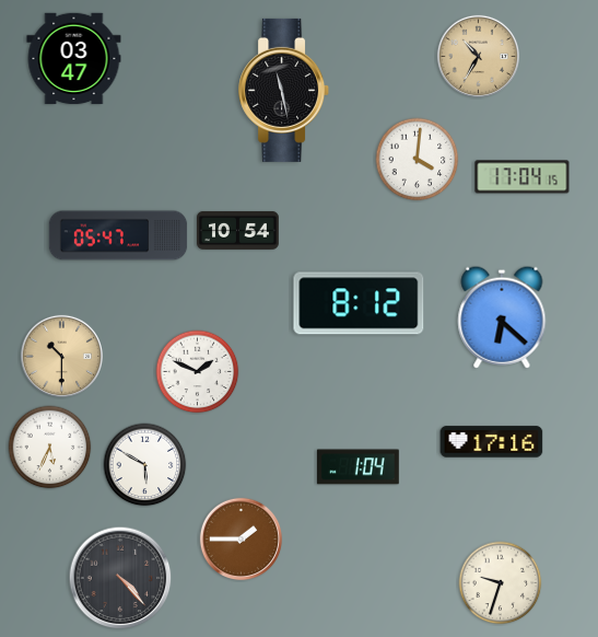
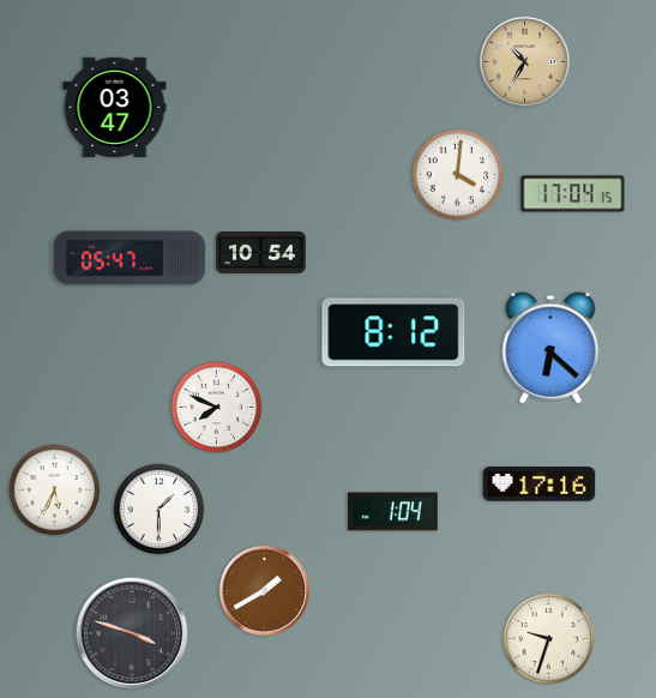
clock at (74, 59) position: (74, 59) -> (115, 108)
clock at (284, 90): 11:28 -> none
clock at (61, 356): 10:30 -> none
clock at (198, 372): 1:49 -> 7:49
clock at (145, 465): 5:50 -> 1:30
clock at (241, 538): 1:45 -> 1:40
clock at (120, 578): 4:23 -> 3:48
